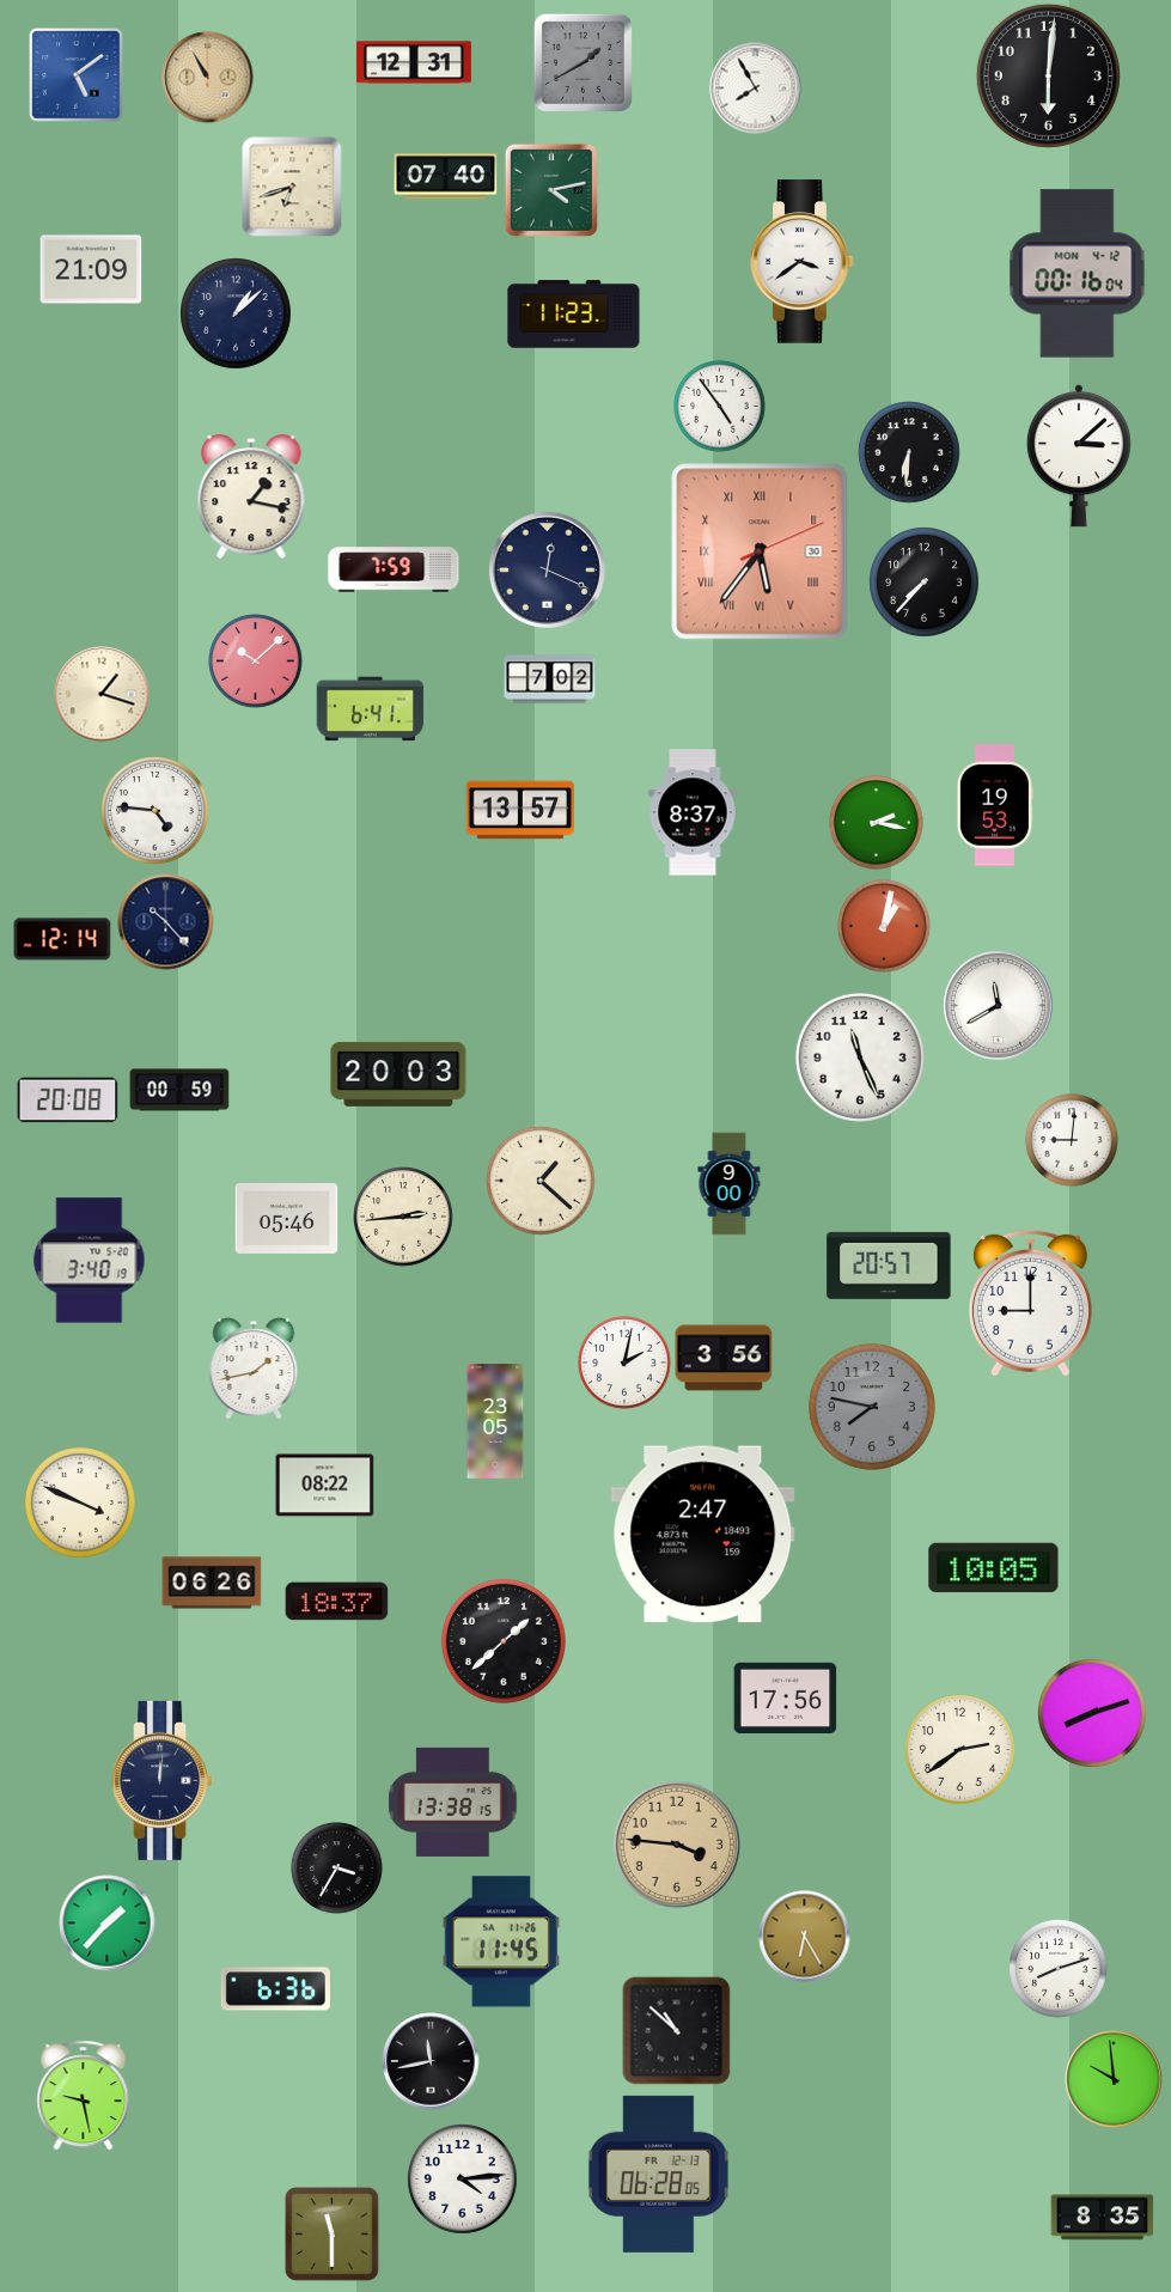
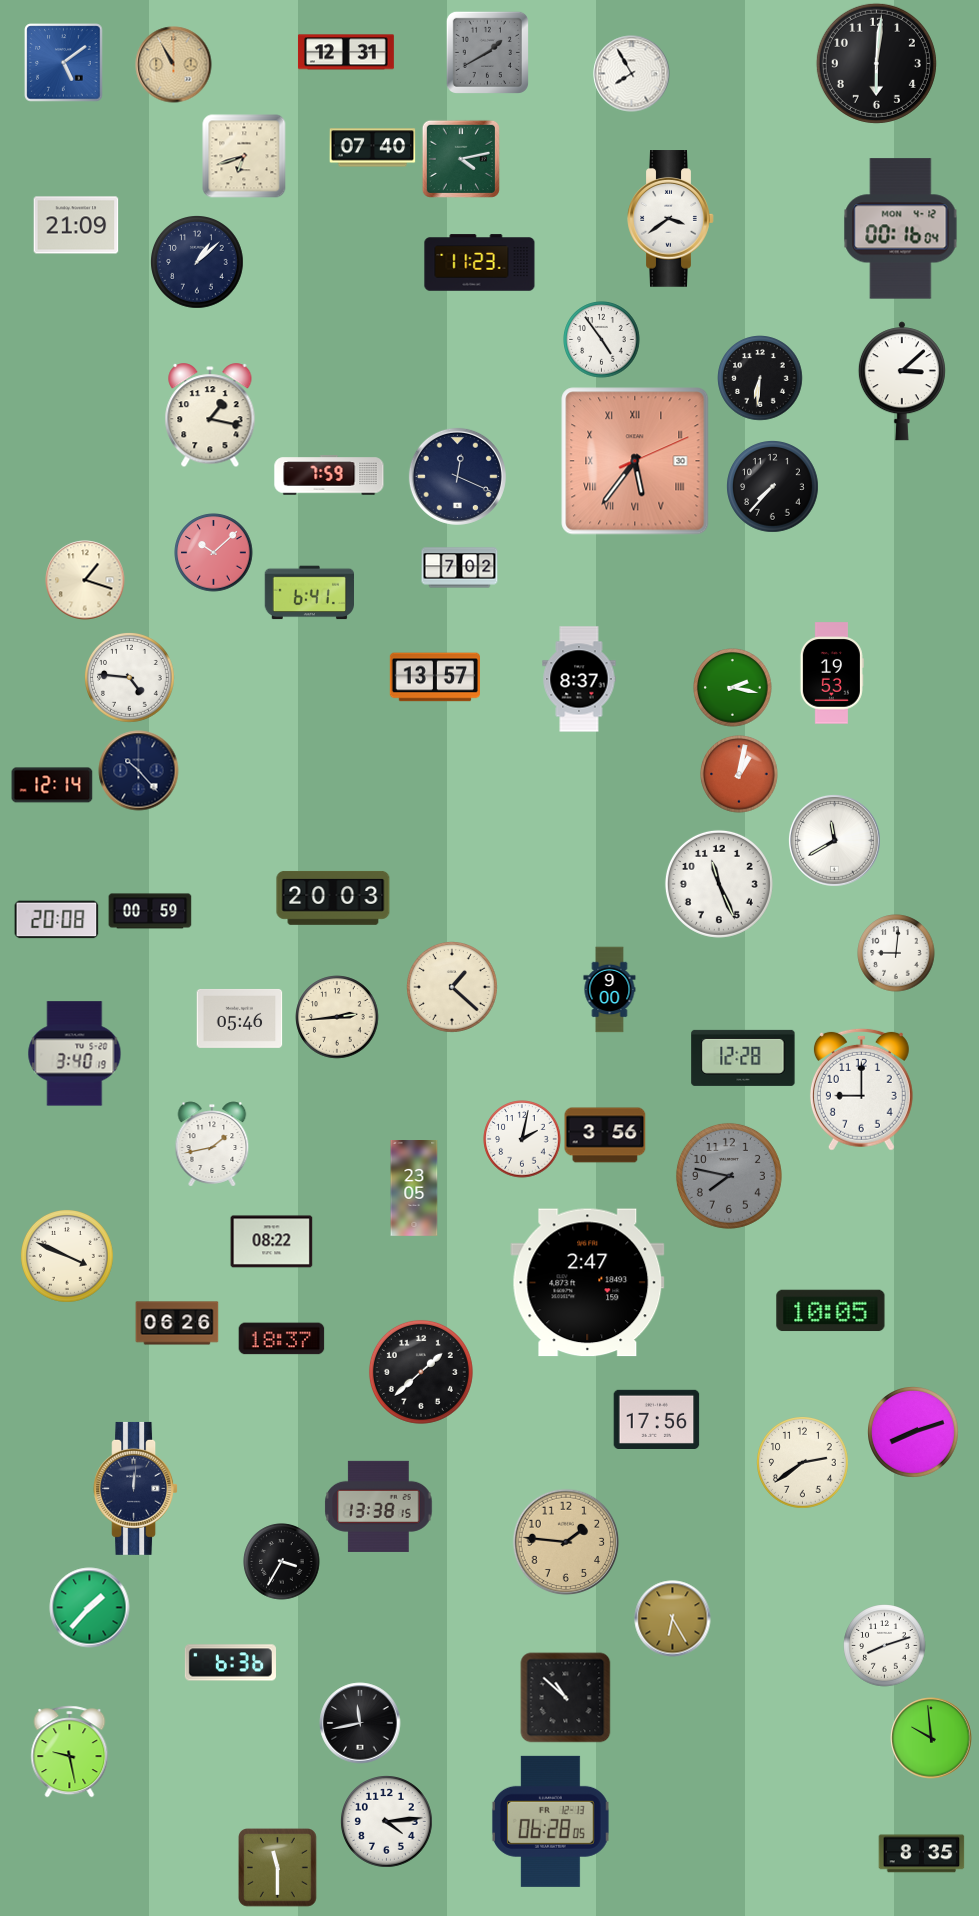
clock at (889, 1266): 20:57 -> 12:28
clock at (677, 1845): 3:46 -> 1:46
clock at (501, 1942): 11:45 -> none
clock at (658, 2174) position: (658, 2174) -> (550, 1821)
